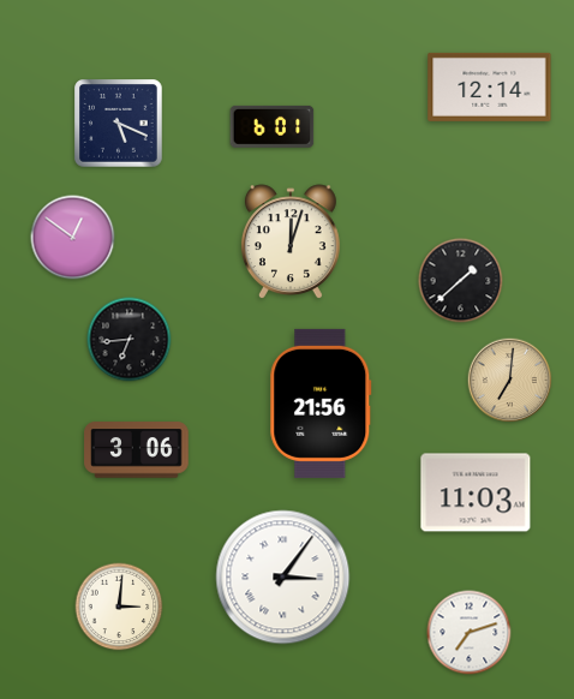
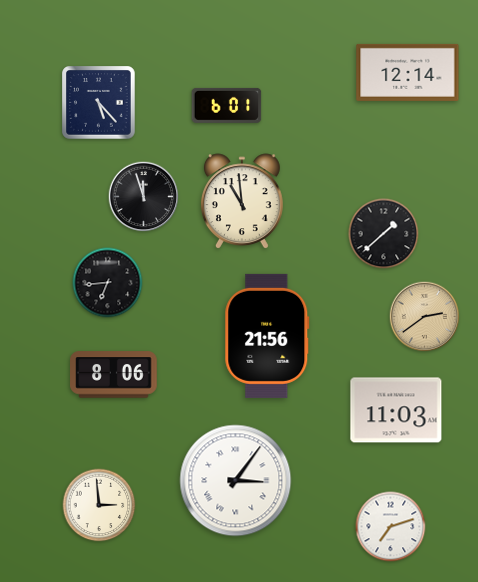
clock at (119, 124): 5:19 -> 5:23
clock at (144, 197): none -> 11:57
clock at (73, 238): 12:51 -> none
clock at (291, 243): 12:03 -> 10:59
clock at (510, 381): 7:01 -> 2:39
clock at (137, 450): 3:06 -> 8:06
clock at (119, 607): 3:01 -> 2:59
